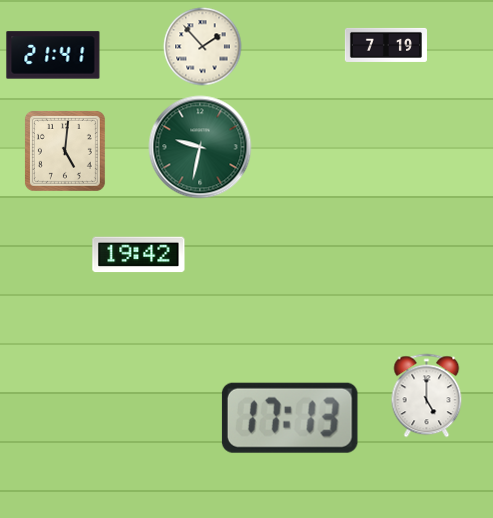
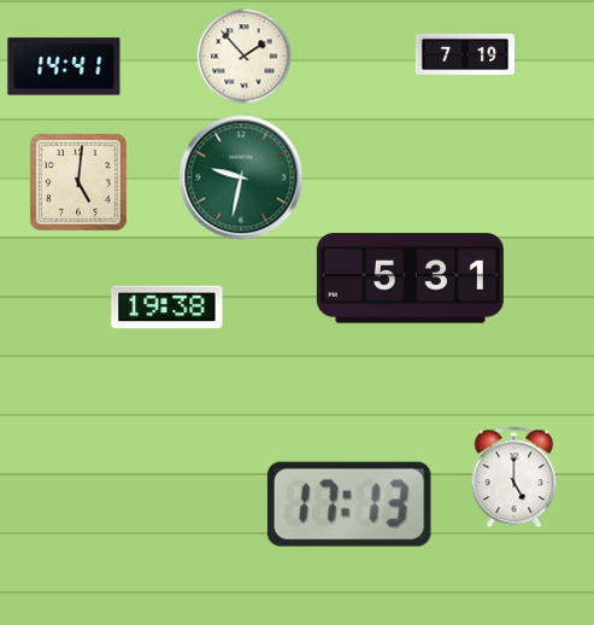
clock at (53, 55): 21:41 -> 14:41
clock at (410, 279): none -> 5:31
clock at (139, 255): 19:42 -> 19:38
